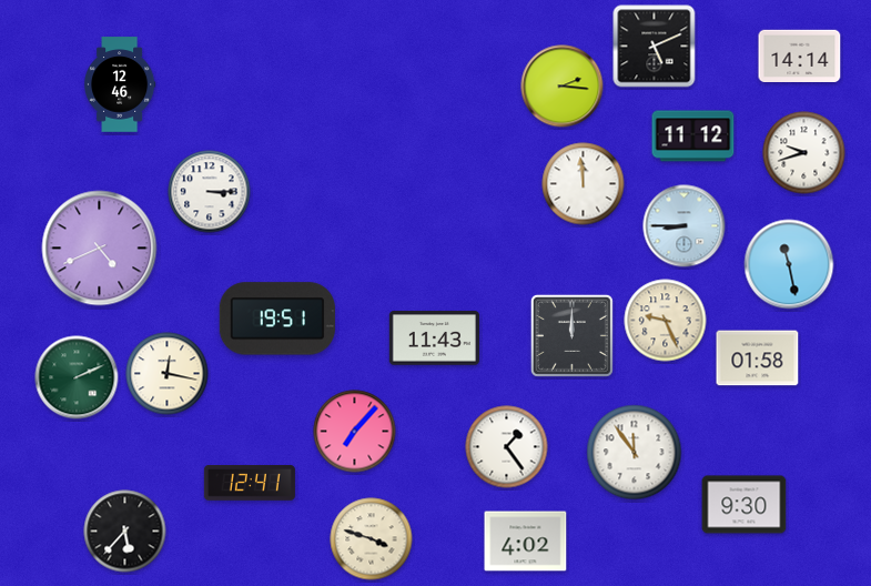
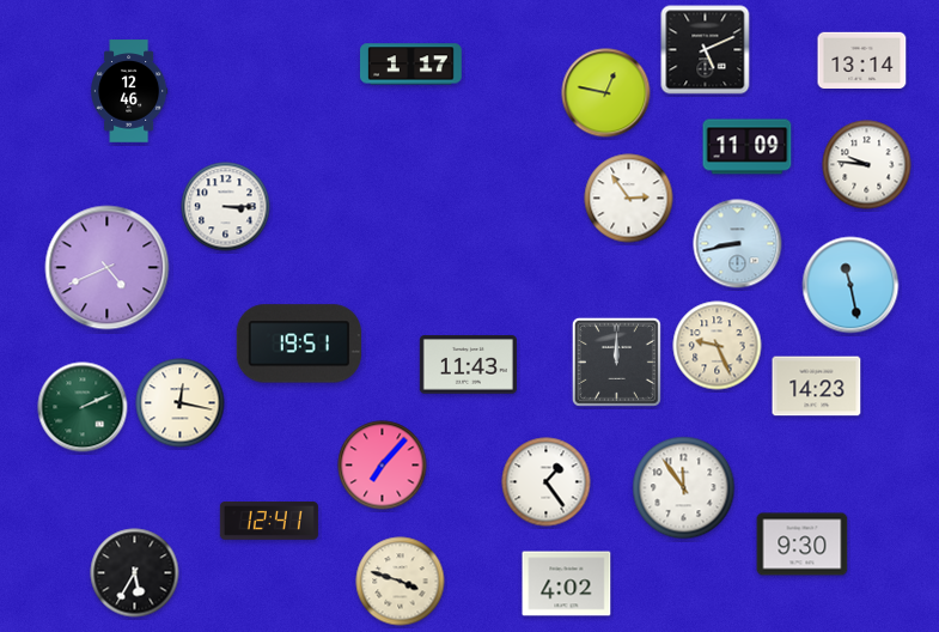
clock at (800, 57): 14:14 -> 13:14
clock at (411, 65): none -> 1:17
clock at (563, 87): 2:16 -> 12:47
clock at (693, 137): 11:12 -> 11:09
clock at (804, 153): 9:42 -> 9:46
clock at (584, 184): 11:59 -> 2:54
clock at (685, 226): 8:45 -> 8:43
clock at (758, 358): 01:58 -> 14:23
clock at (125, 532): 5:37 -> 5:35
